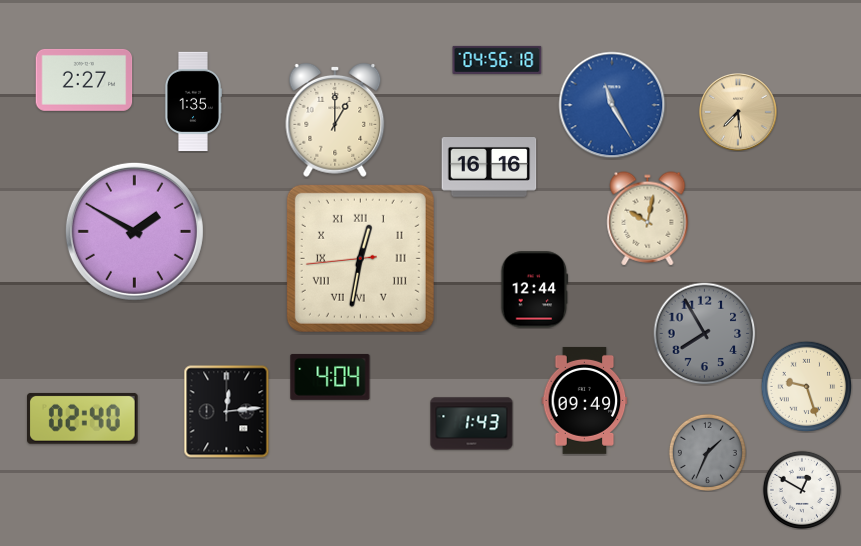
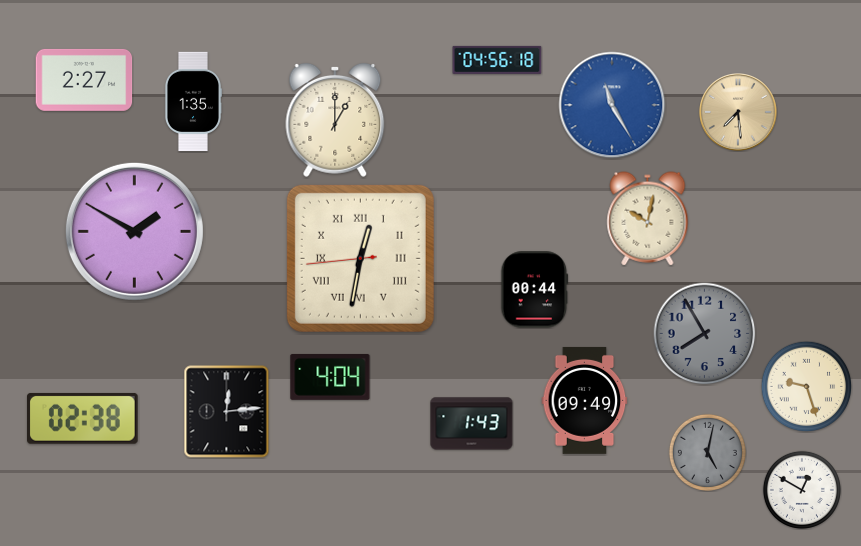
clock at (489, 168): 16:16 -> none
clock at (535, 290): 12:44 -> 00:44
clock at (83, 418): 02:40 -> 02:38
clock at (707, 452): 1:34 -> 5:02
